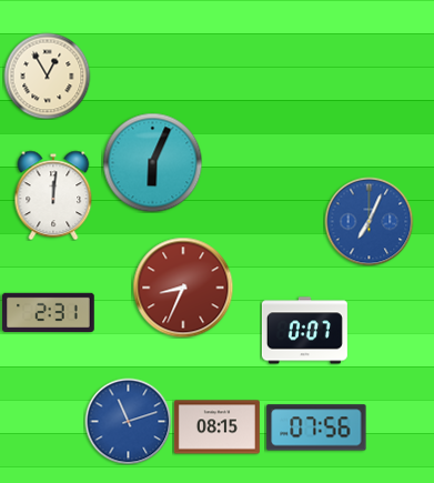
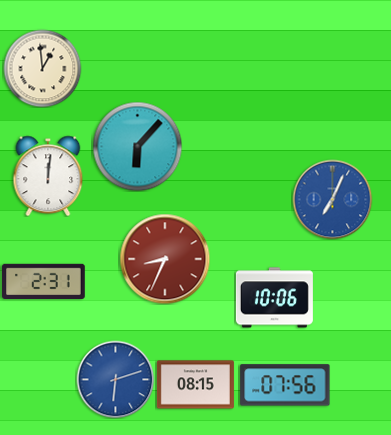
clock at (47, 76): 12:55 -> 12:59
clock at (152, 162): 6:04 -> 6:07
clock at (304, 331): 0:07 -> 10:06
clock at (128, 421): 11:12 -> 6:12
